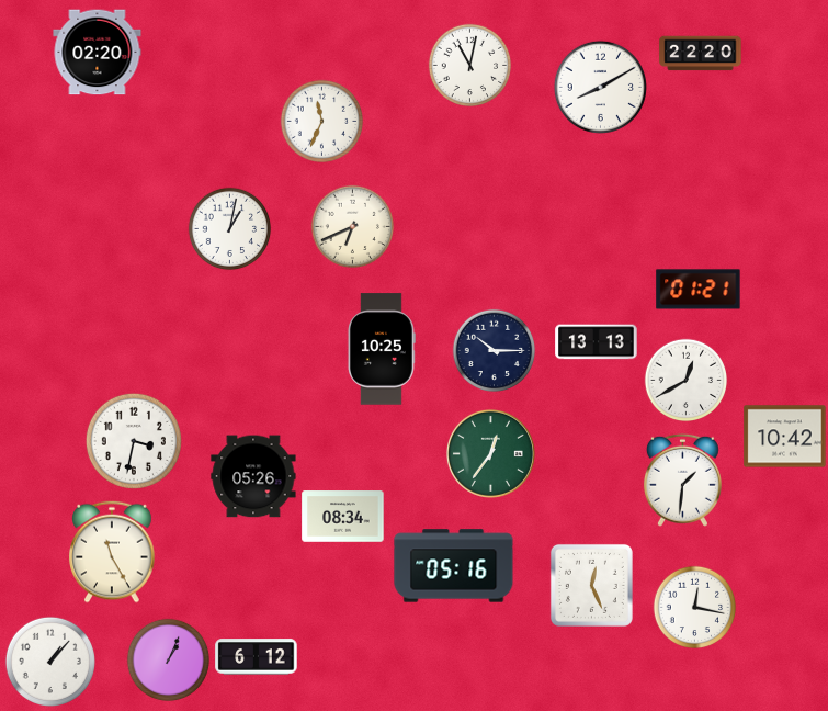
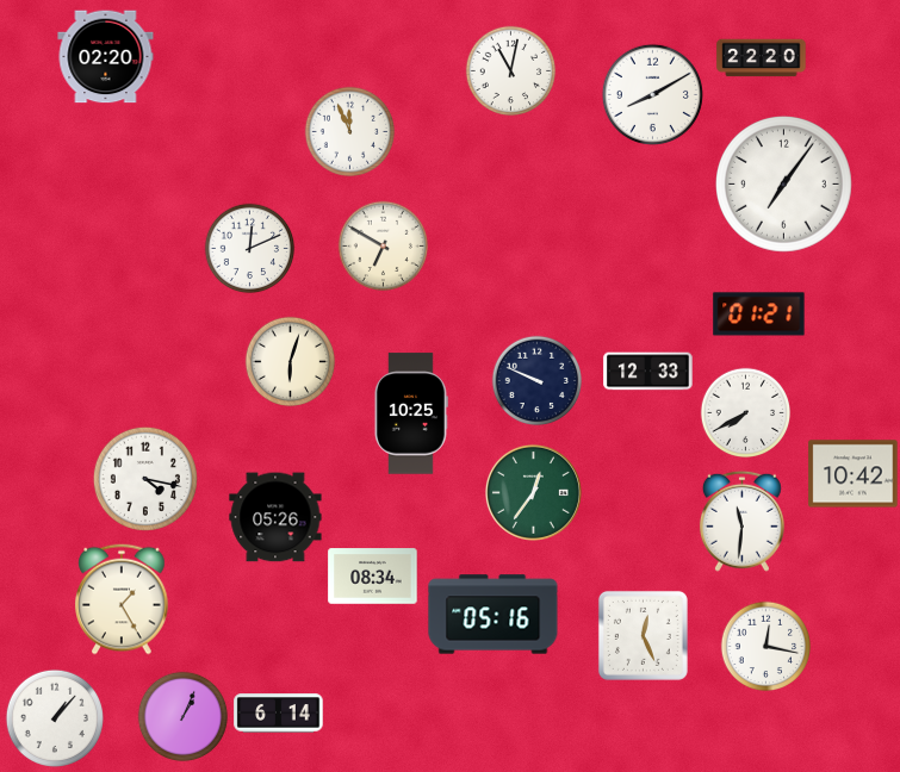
clock at (322, 122): 11:34 -> 11:56
clock at (783, 183): none -> 7:06
clock at (353, 227): 6:41 -> 6:50
clock at (230, 229): 1:02 -> 12:11
clock at (291, 362): none -> 6:03
clock at (597, 342): 13:13 -> 12:33
clock at (381, 349) position: (381, 349) -> (410, 413)
clock at (495, 351): 10:15 -> 9:49
clock at (687, 381): 12:40 -> 7:40
clock at (134, 441): 3:32 -> 4:17
clock at (682, 479): 1:31 -> 11:31
clock at (343, 517) position: (343, 517) -> (373, 577)
clock at (112, 552): 11:25 -> 1:25
clock at (695, 608) position: (695, 608) -> (766, 647)
clock at (257, 657): 6:12 -> 6:14
